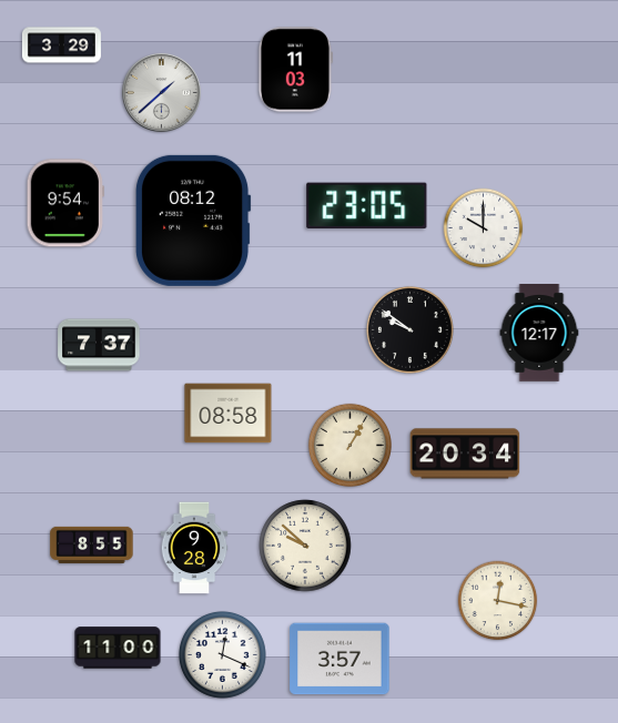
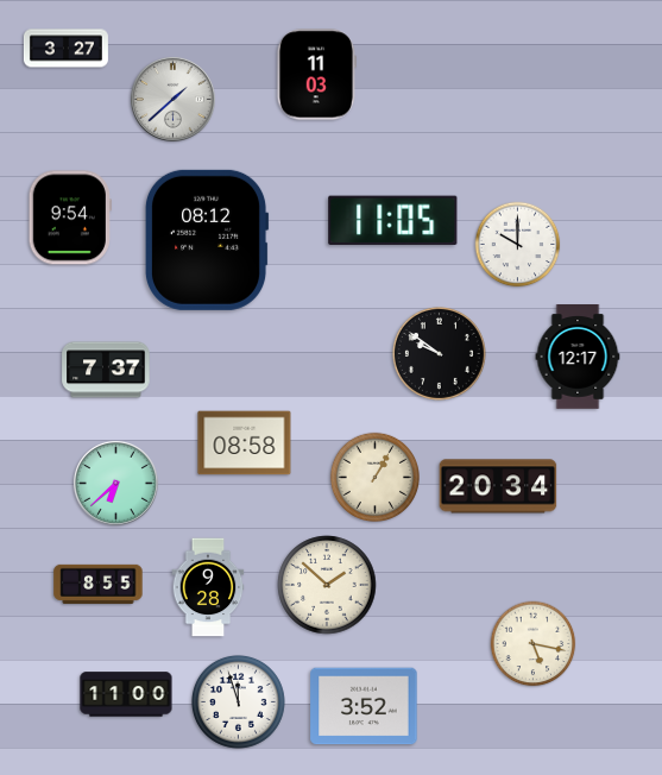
clock at (61, 45): 3:29 -> 3:27
clock at (367, 205): 23:05 -> 11:05
clock at (193, 221) position: (193, 221) -> (207, 240)
clock at (115, 483): none -> 6:38
clock at (305, 546): 9:52 -> 1:52
clock at (498, 601): 12:17 -> 5:17
clock at (222, 654): 12:19 -> 11:57
clock at (340, 659): 3:57 -> 3:52
